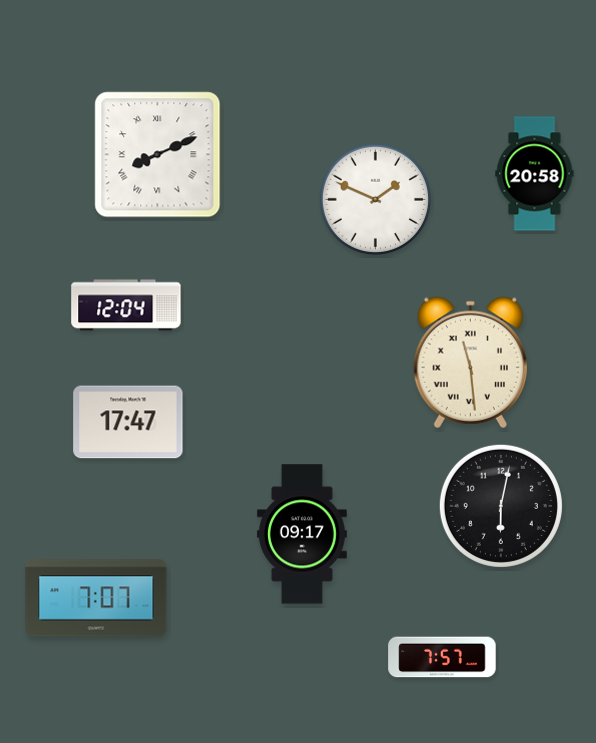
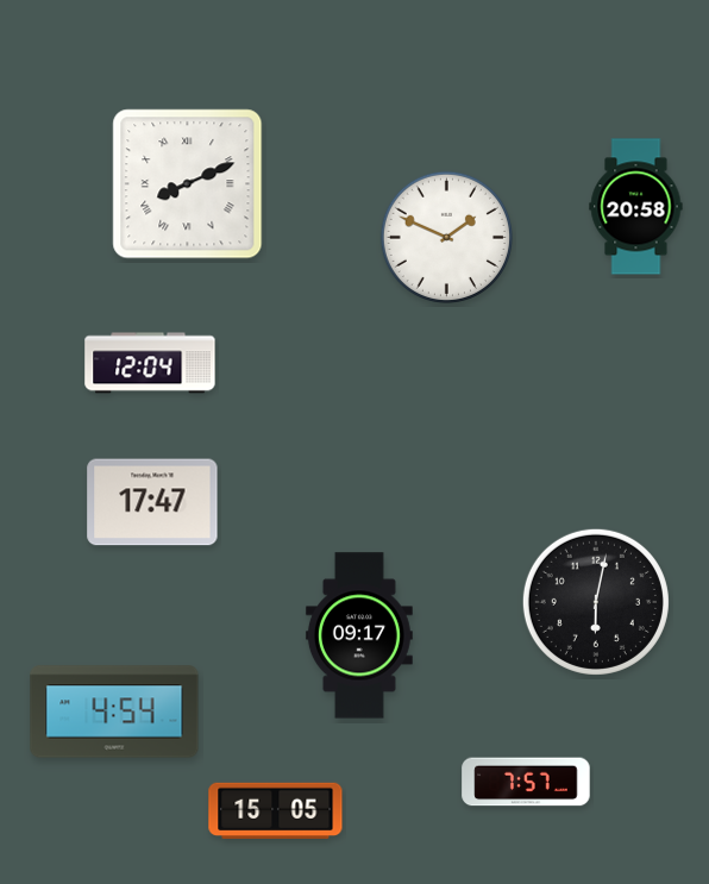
clock at (470, 362): 11:29 -> none
clock at (96, 598): 7:07 -> 4:54
clock at (276, 810): none -> 15:05
